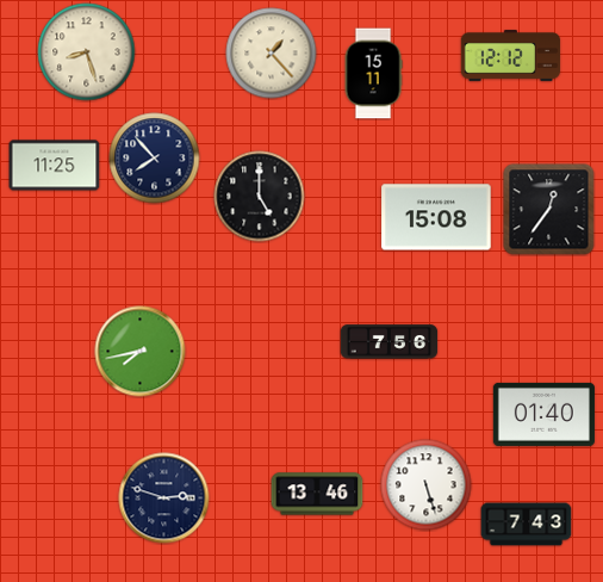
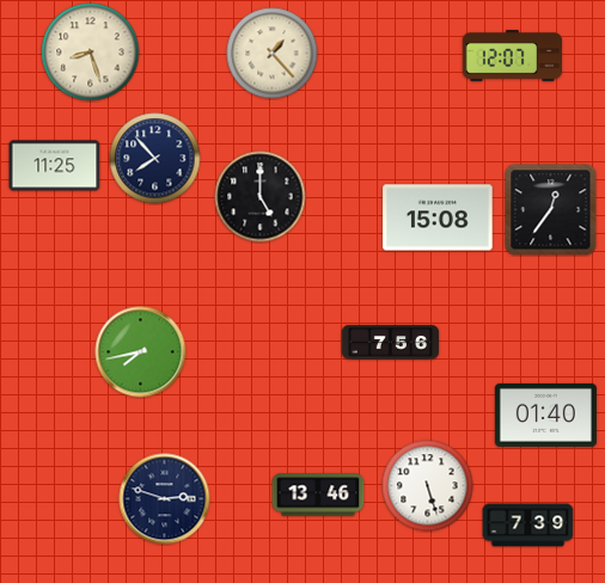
clock at (87, 52) position: (87, 52) -> (91, 53)
clock at (510, 56): 12:12 -> 12:07
clock at (373, 74): 15:11 -> none
clock at (527, 525): 7:43 -> 7:39
